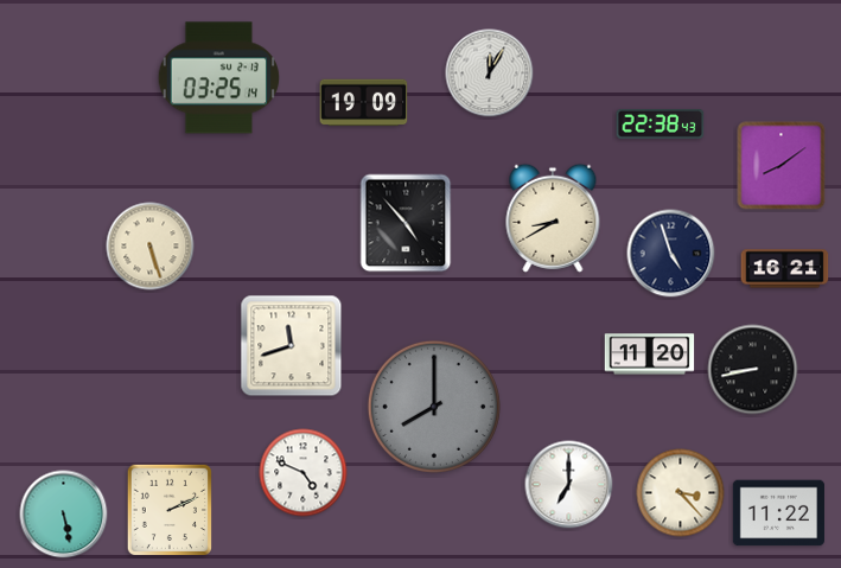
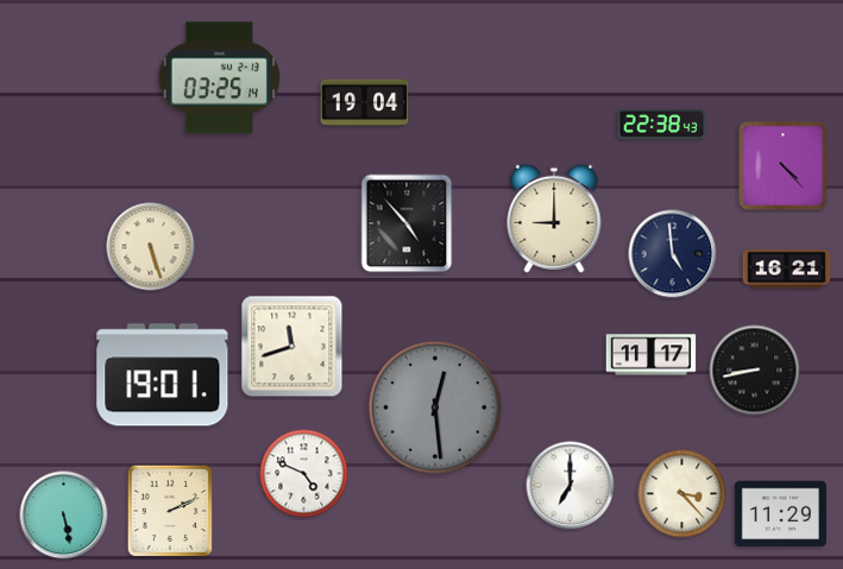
clock at (490, 74): 12:05 -> none
clock at (364, 103): 19:09 -> 19:04
clock at (782, 166): 8:09 -> 4:23
clock at (553, 218): 8:40 -> 9:00
clock at (671, 254): 4:57 -> 4:59
clock at (650, 355): 11:20 -> 11:17
clock at (163, 375): none -> 19:01
clock at (434, 407): 8:00 -> 12:29
clock at (778, 513): 11:22 -> 11:29
